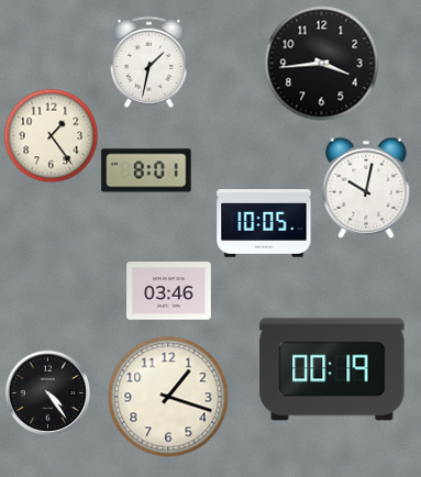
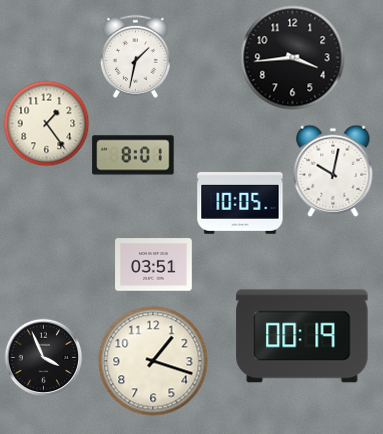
clock at (169, 291): 03:46 -> 03:51
clock at (47, 392): 4:24 -> 3:56
